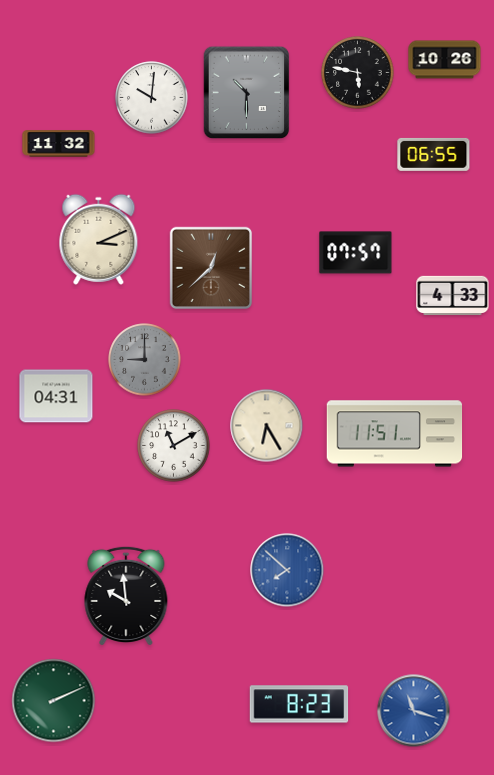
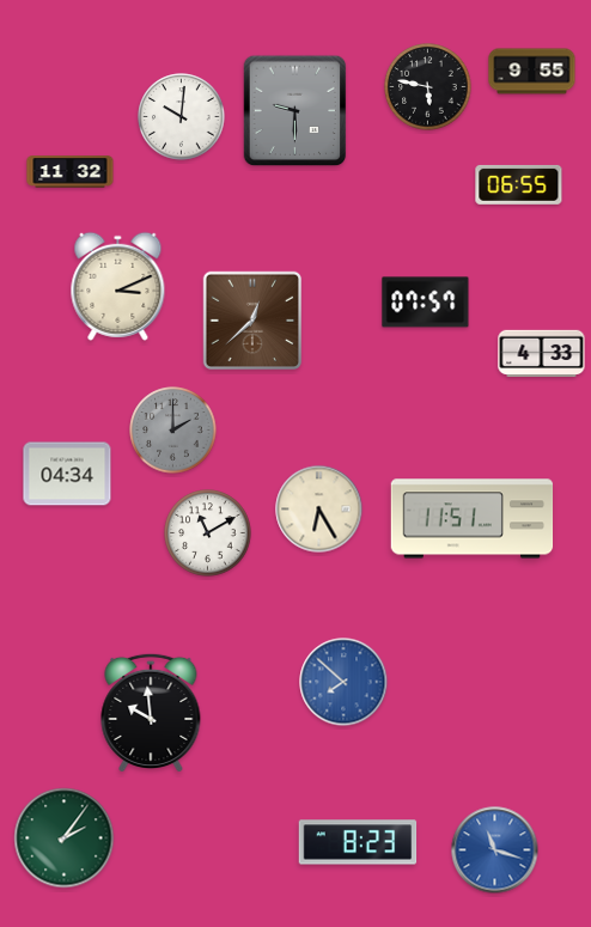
clock at (445, 60): 10:26 -> 9:55
clock at (247, 93): 10:30 -> 9:30
clock at (145, 360): 9:00 -> 2:00
clock at (56, 396): 04:31 -> 04:34
clock at (54, 701): 2:11 -> 2:06
